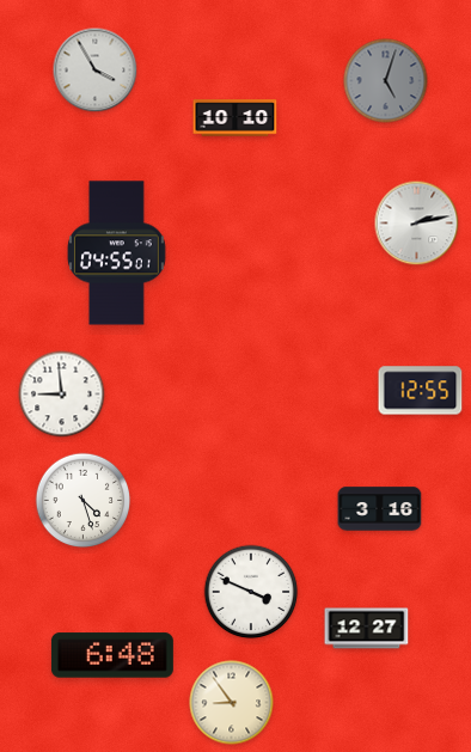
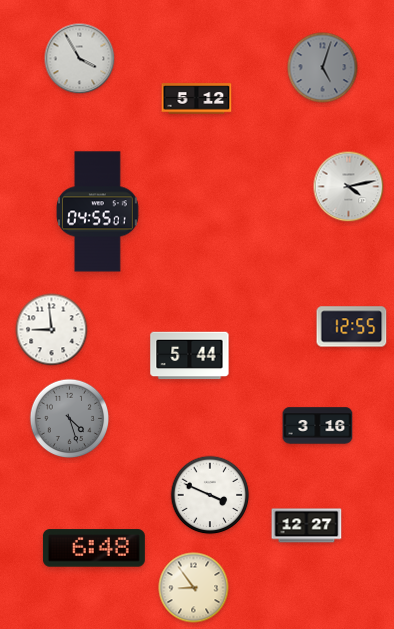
clock at (235, 118): 10:10 -> 5:12
clock at (417, 224): 2:13 -> 4:13
clock at (190, 356): none -> 5:44
clock at (84, 501) dial: white -> grey
